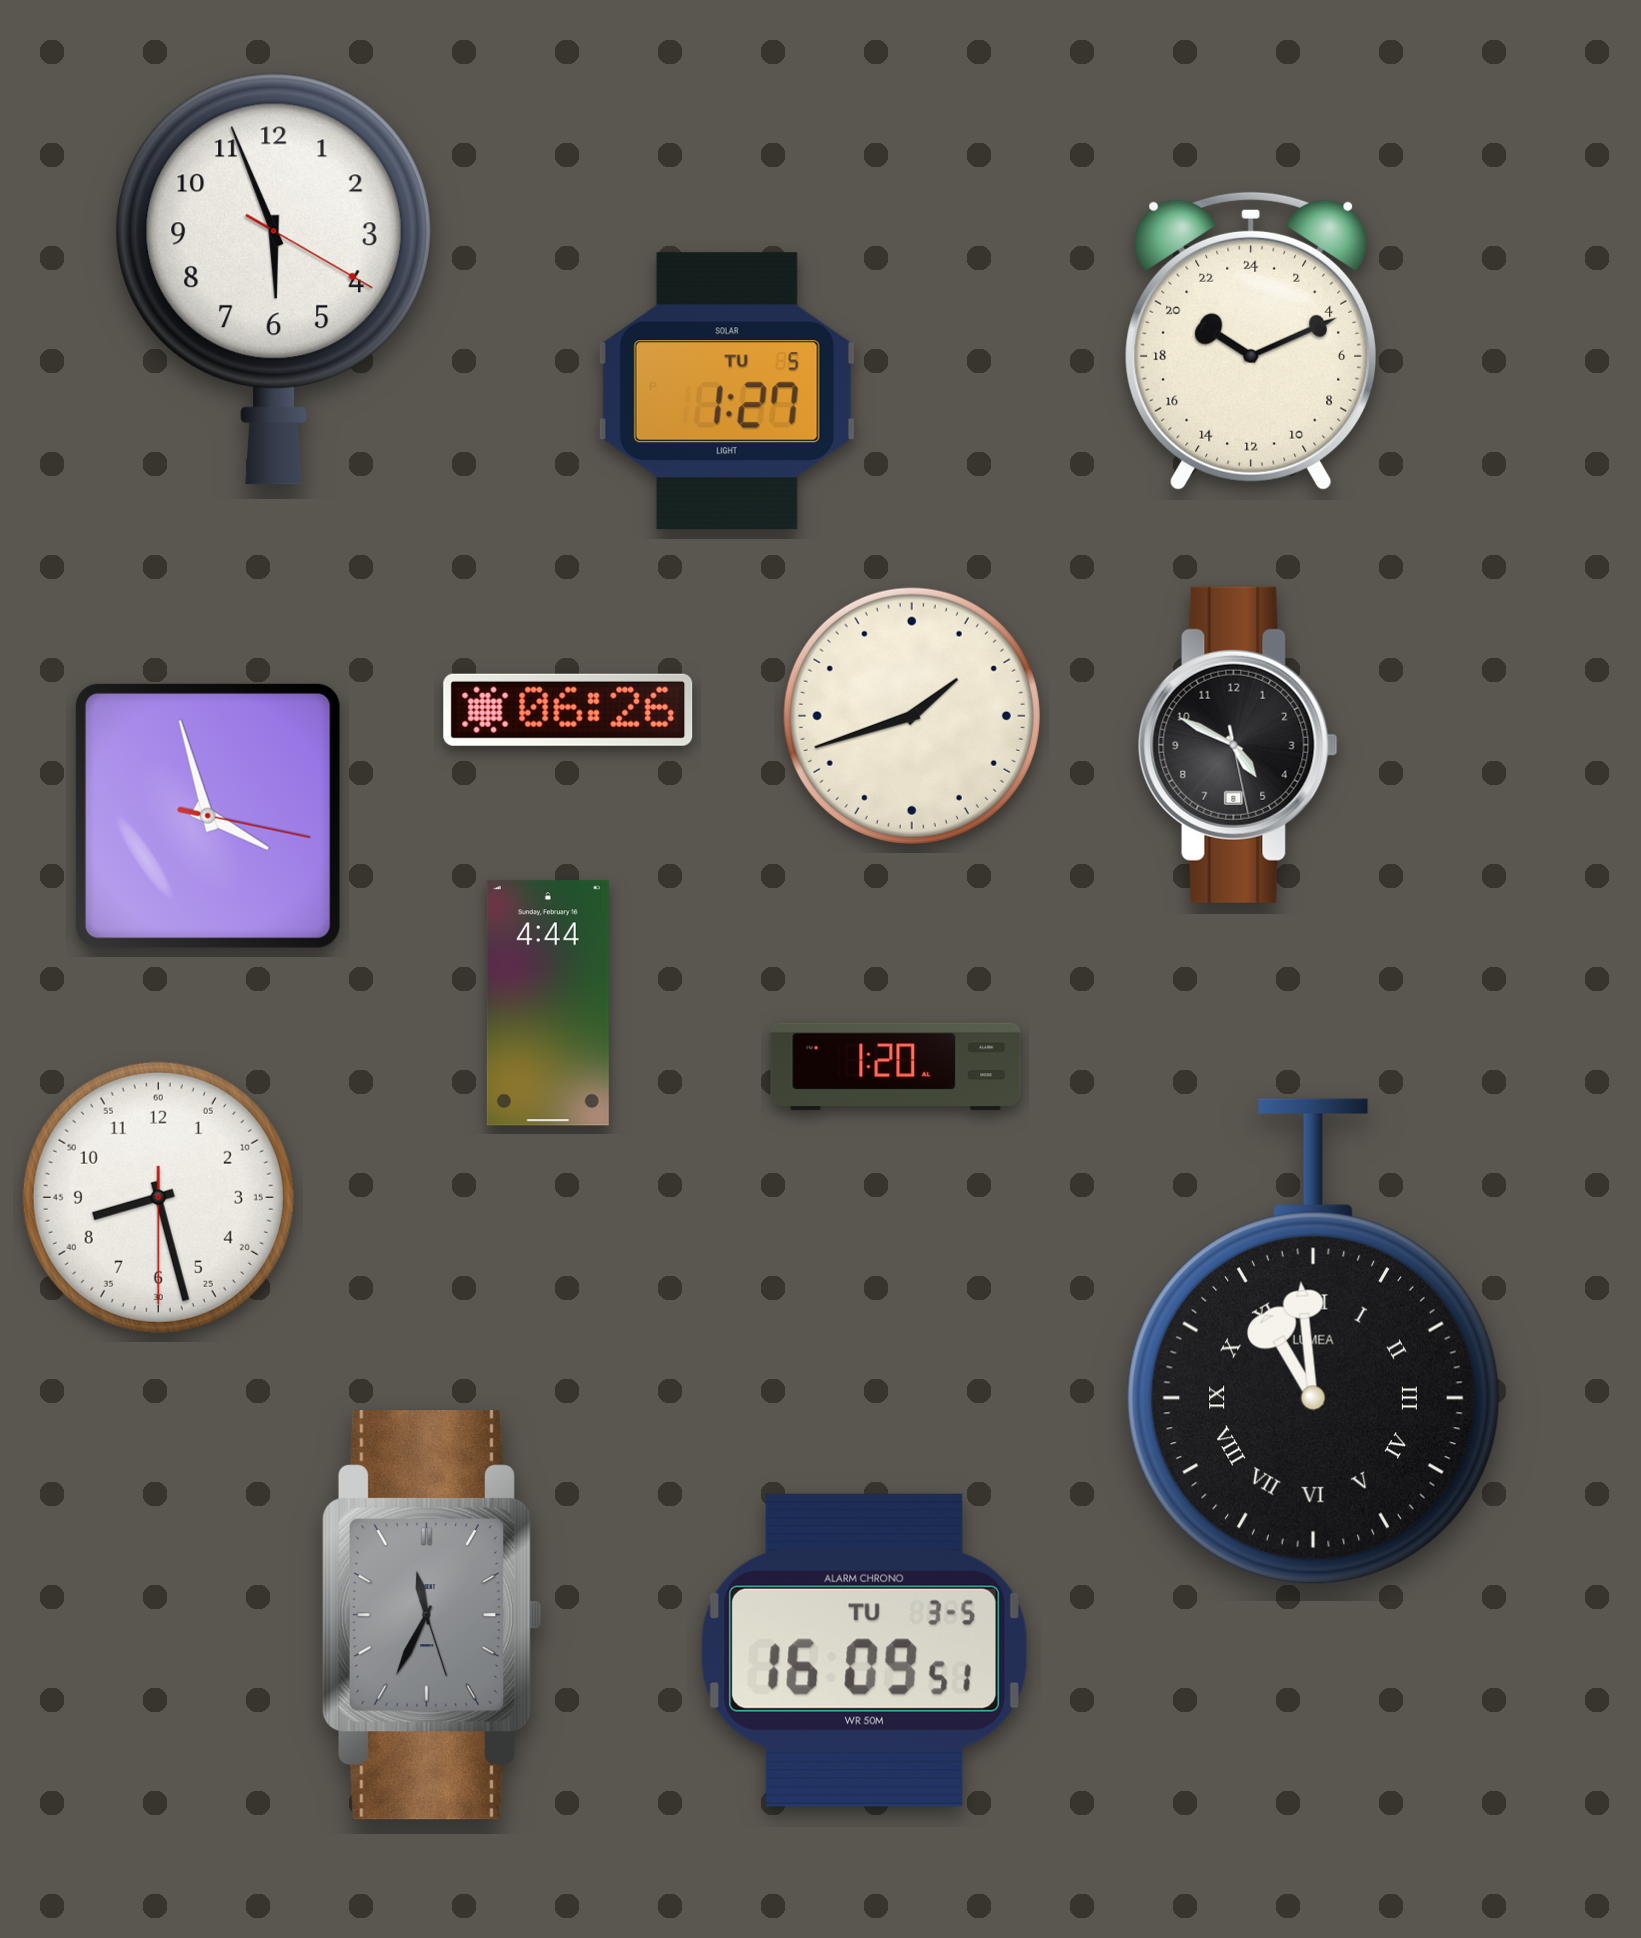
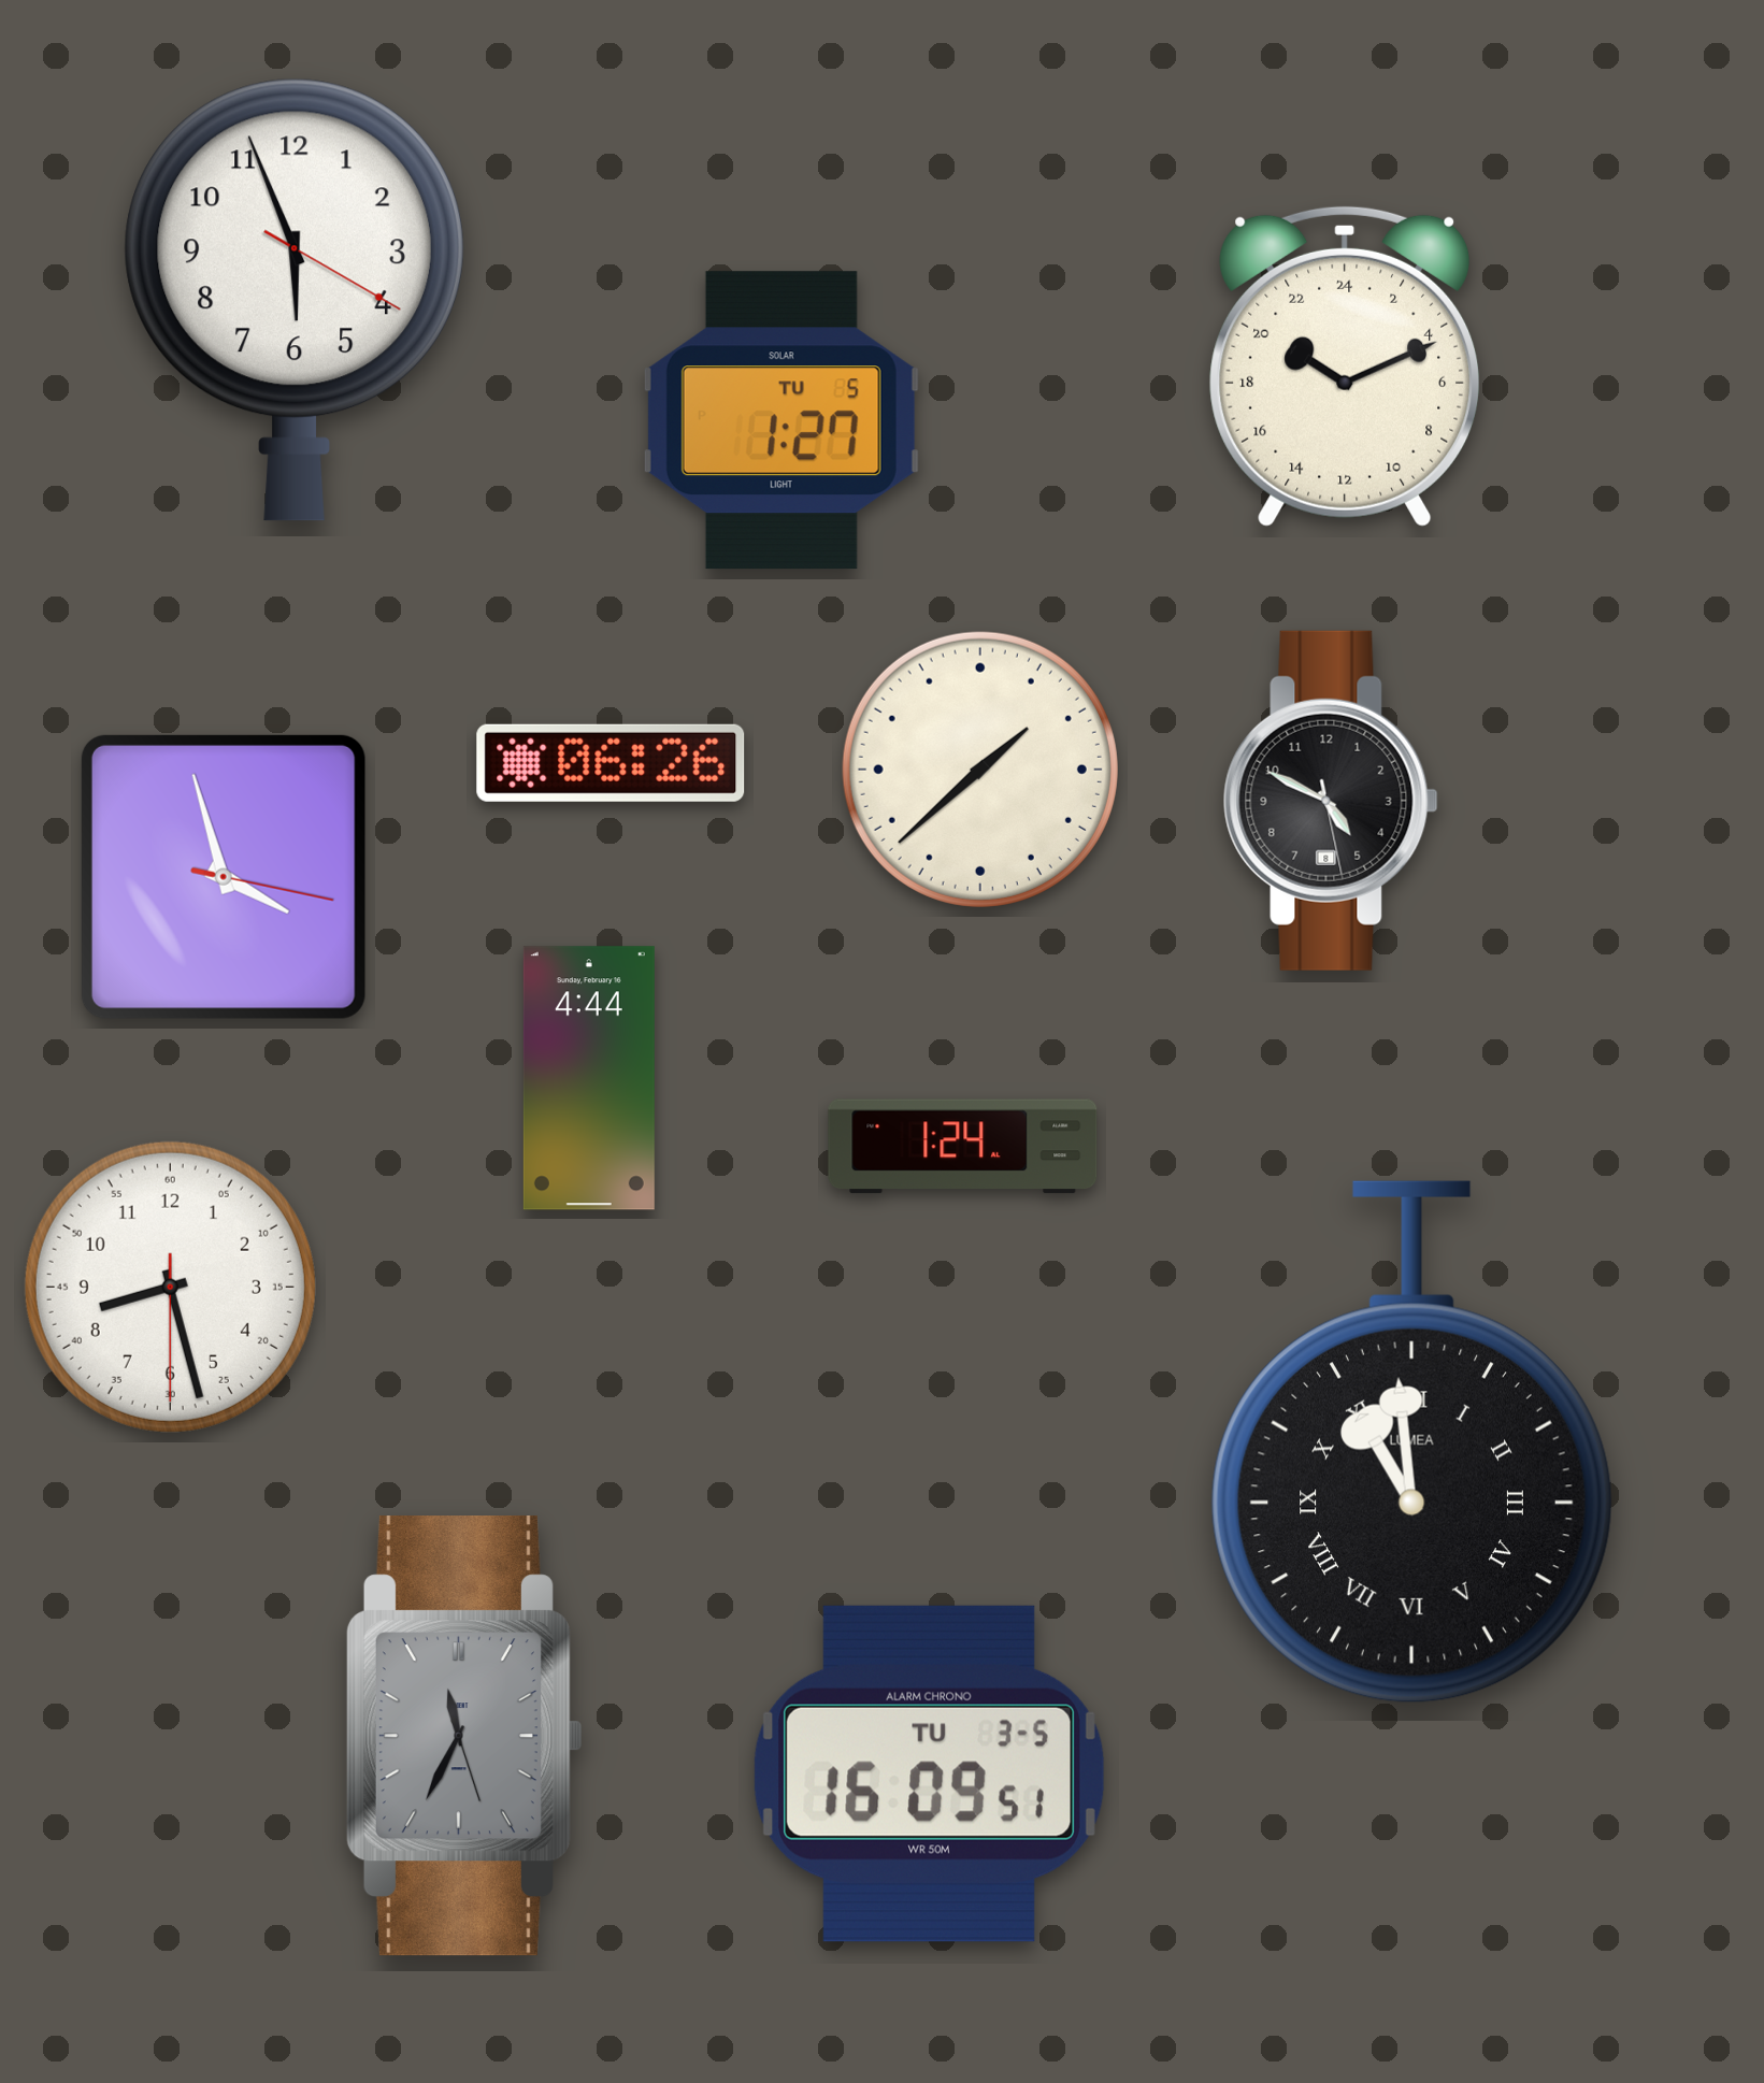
clock at (912, 716): 1:42 -> 1:38
clock at (896, 1067): 1:20 -> 1:24
